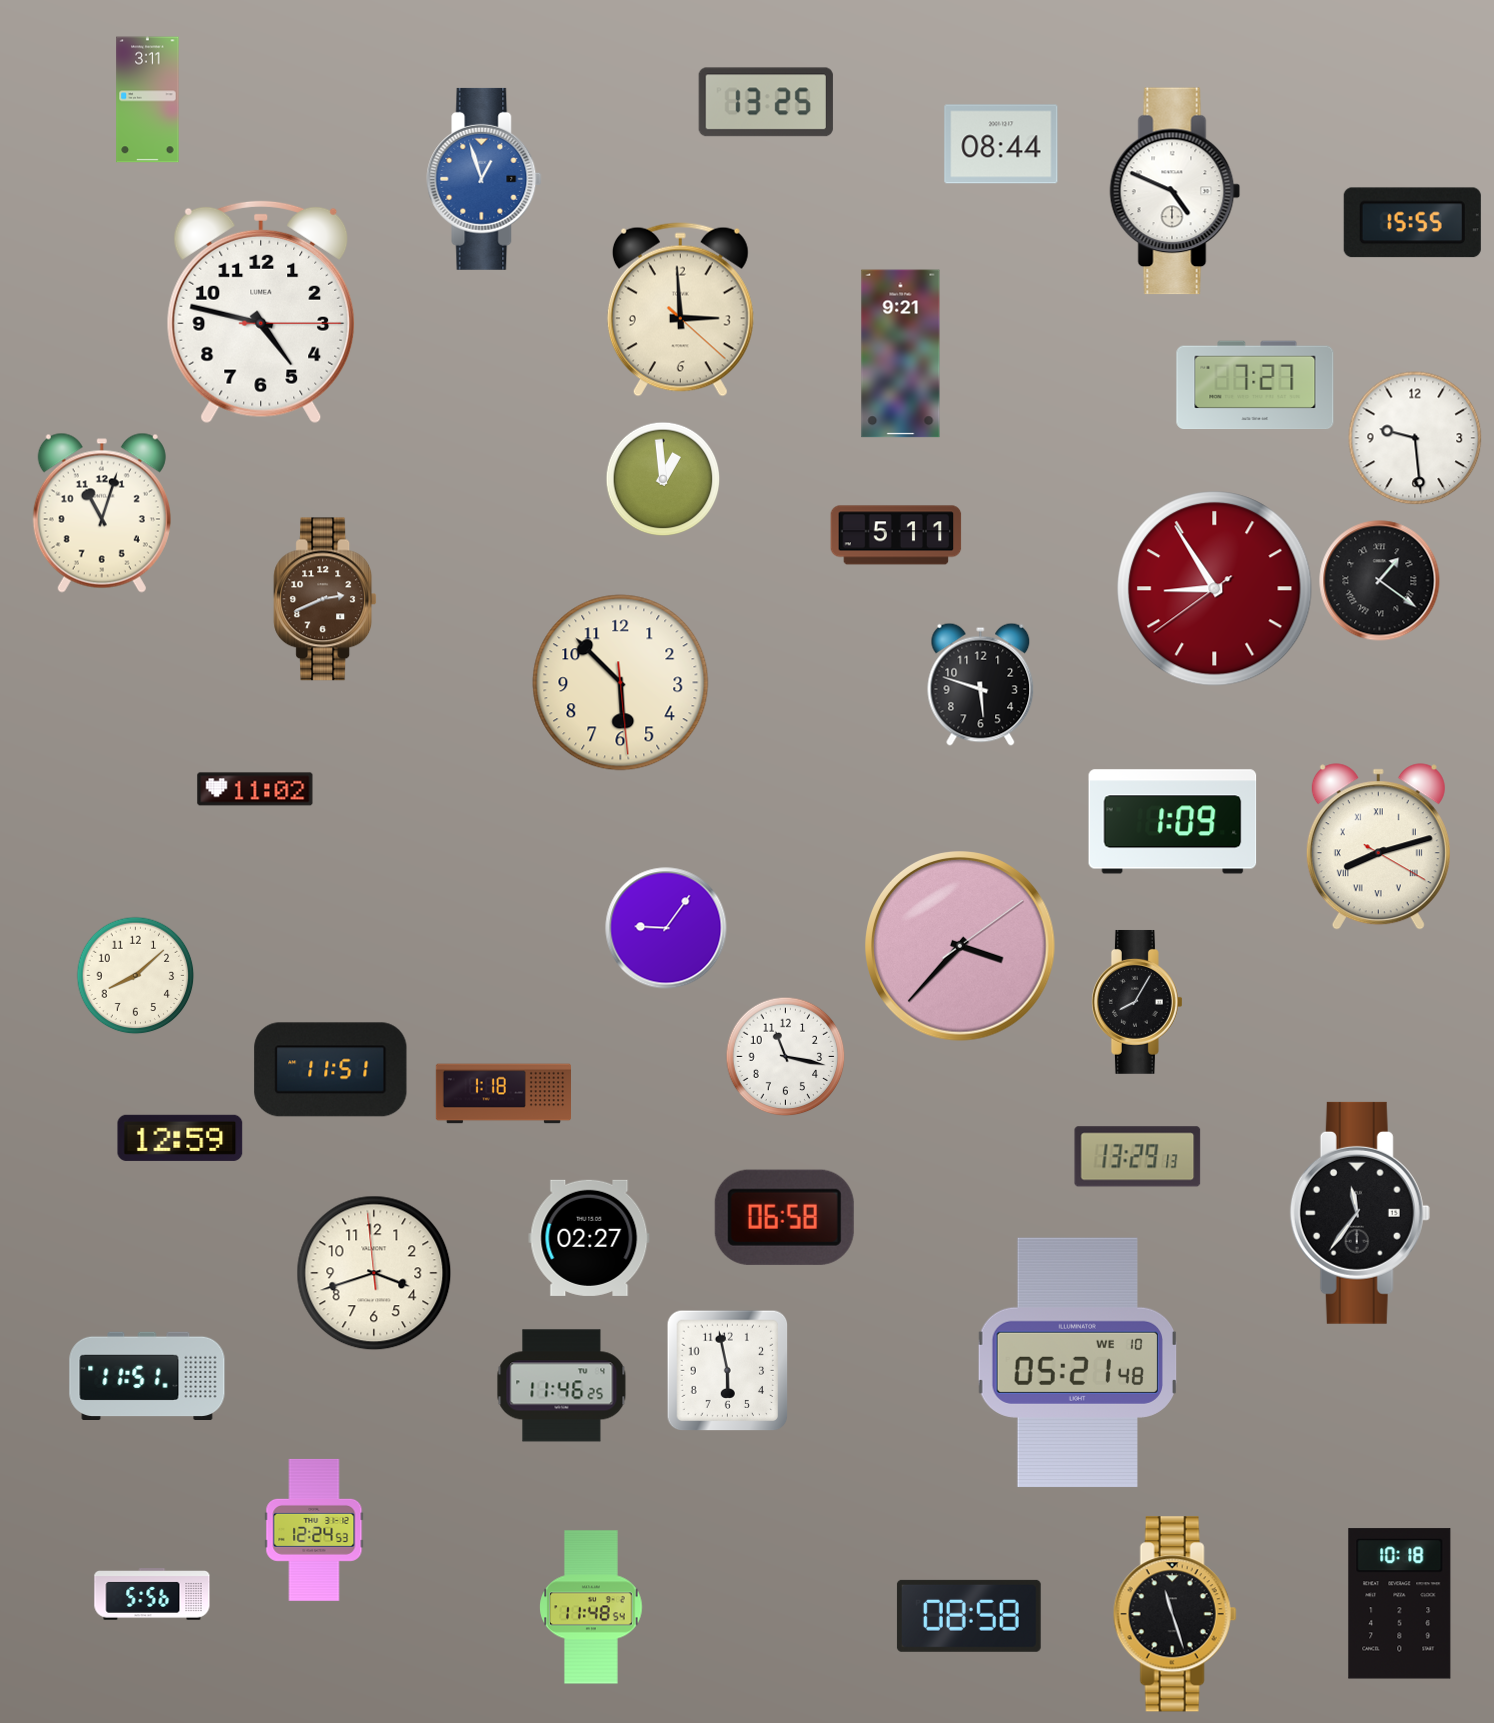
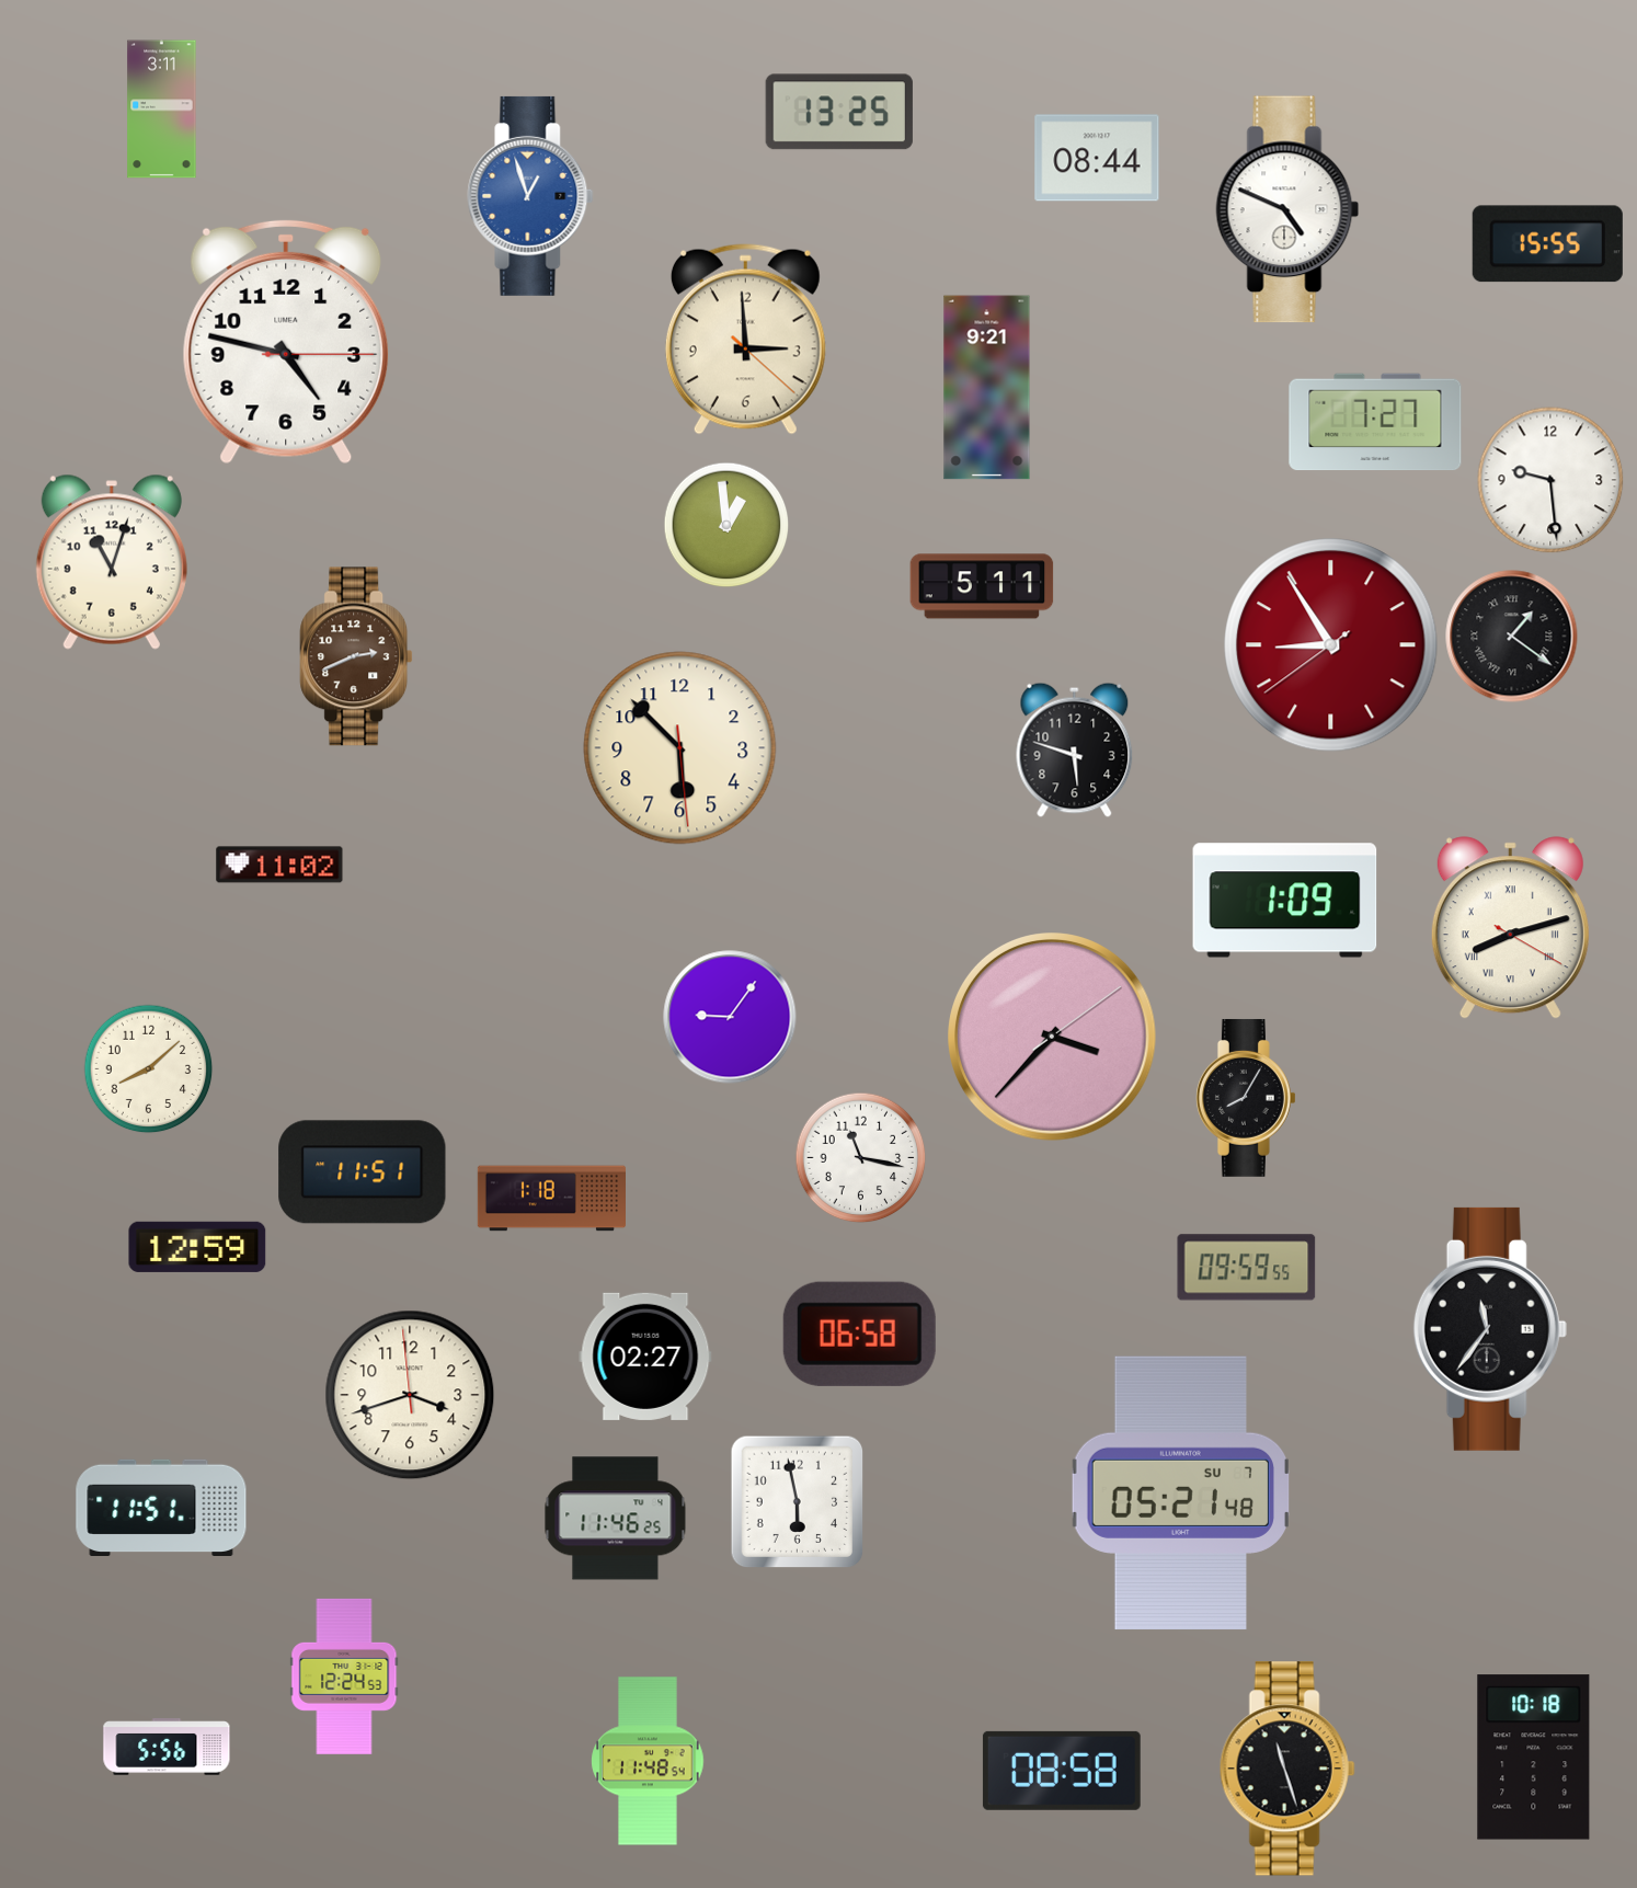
clock at (1138, 1157): 13:29 -> 09:59
clock at (1077, 1363) date: WE 10 -> SU 7
